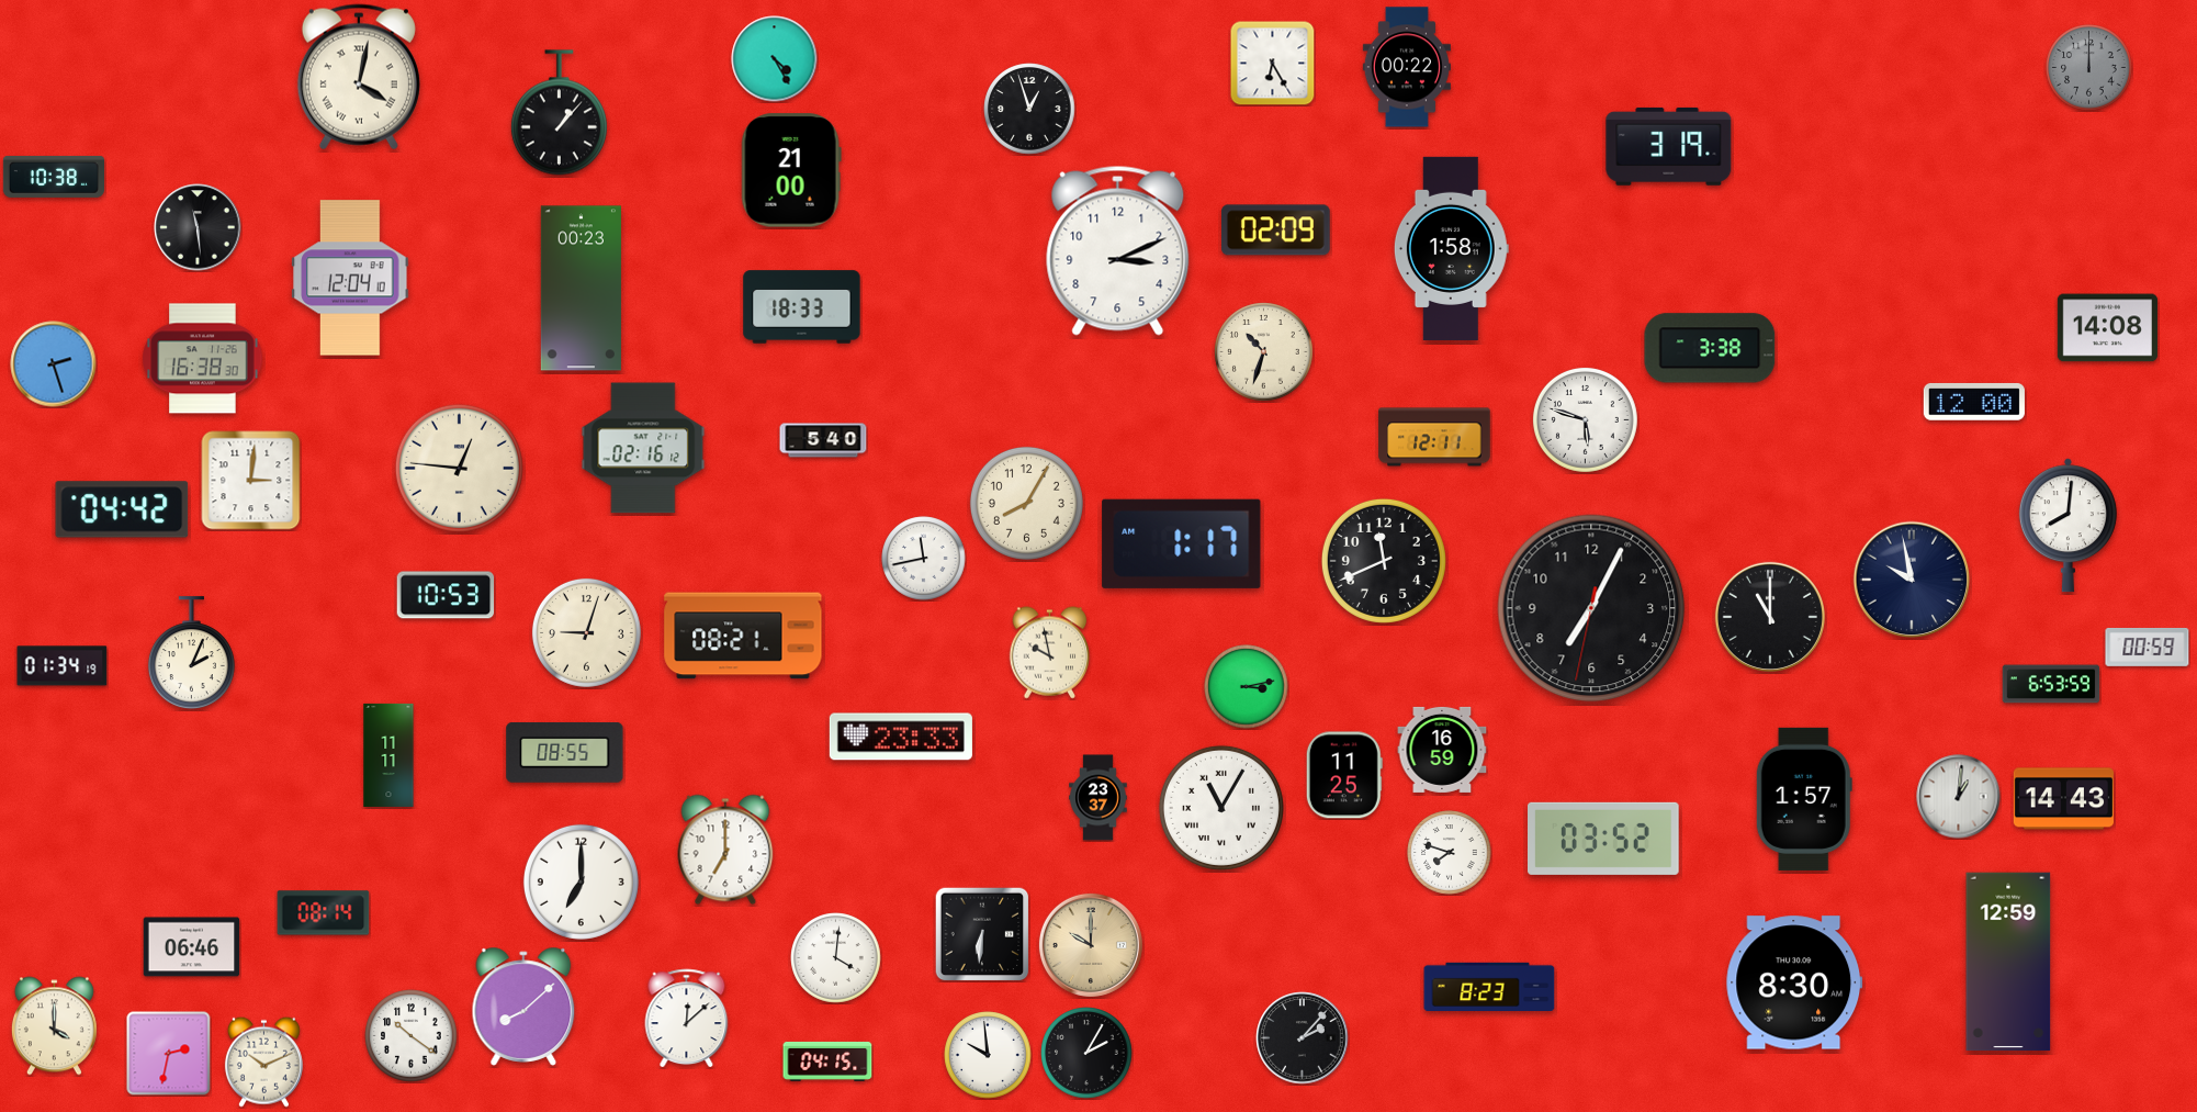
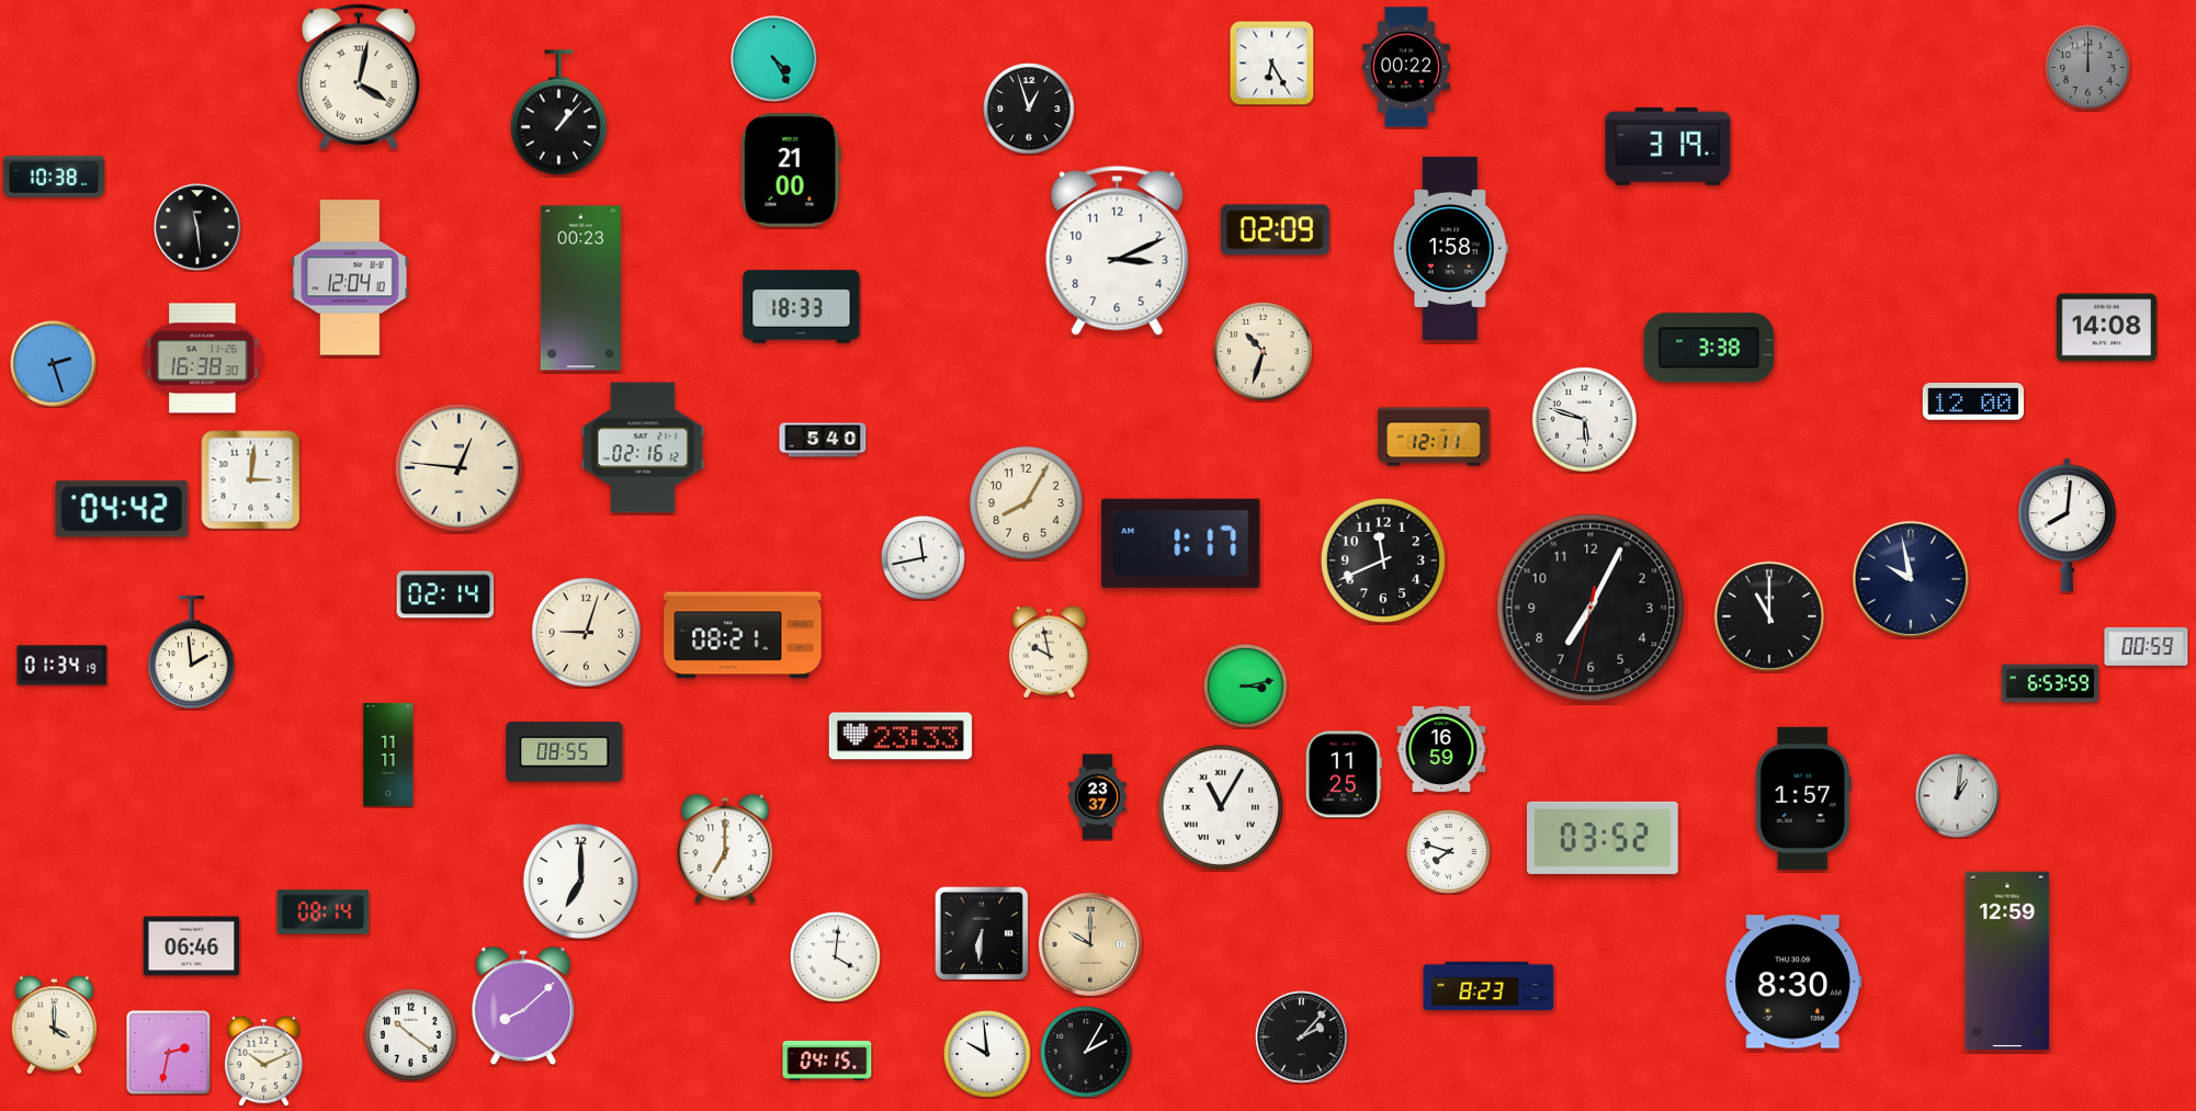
clock at (446, 595): 10:53 -> 02:14
clock at (191, 653): 2:04 -> 1:59
clock at (2063, 799): 14:43 -> none
clock at (687, 1019): 12:08 -> none
